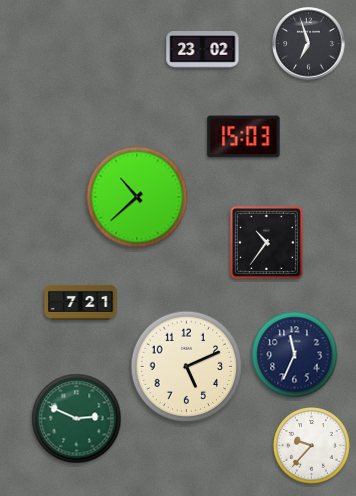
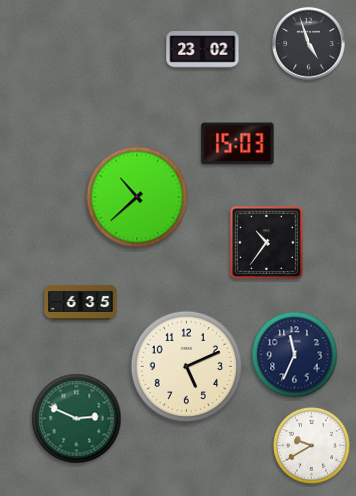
clock at (309, 44): 6:57 -> 4:57
clock at (244, 137) position: (244, 137) -> (238, 144)
clock at (81, 302): 7:21 -> 6:35
clock at (312, 446): 9:37 -> 9:40
